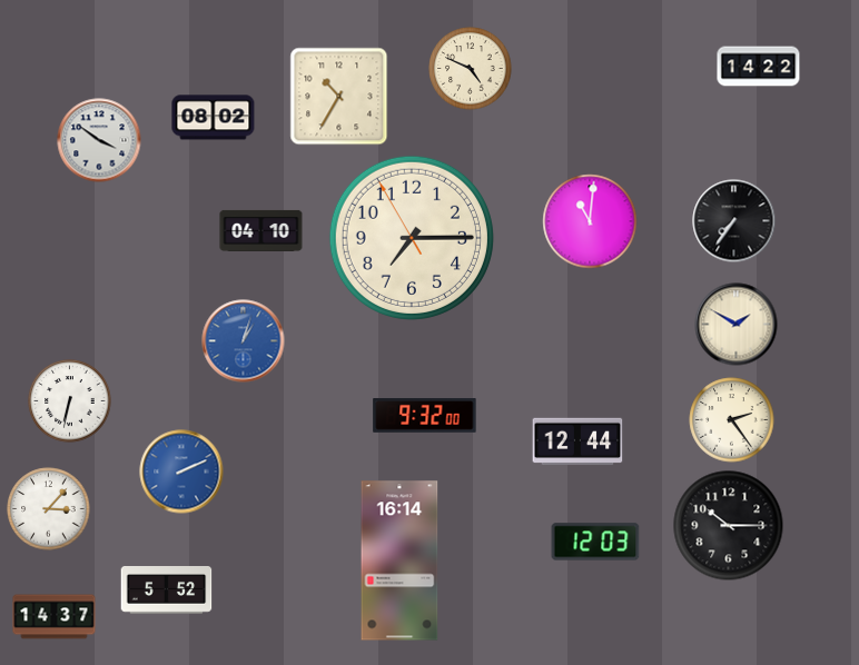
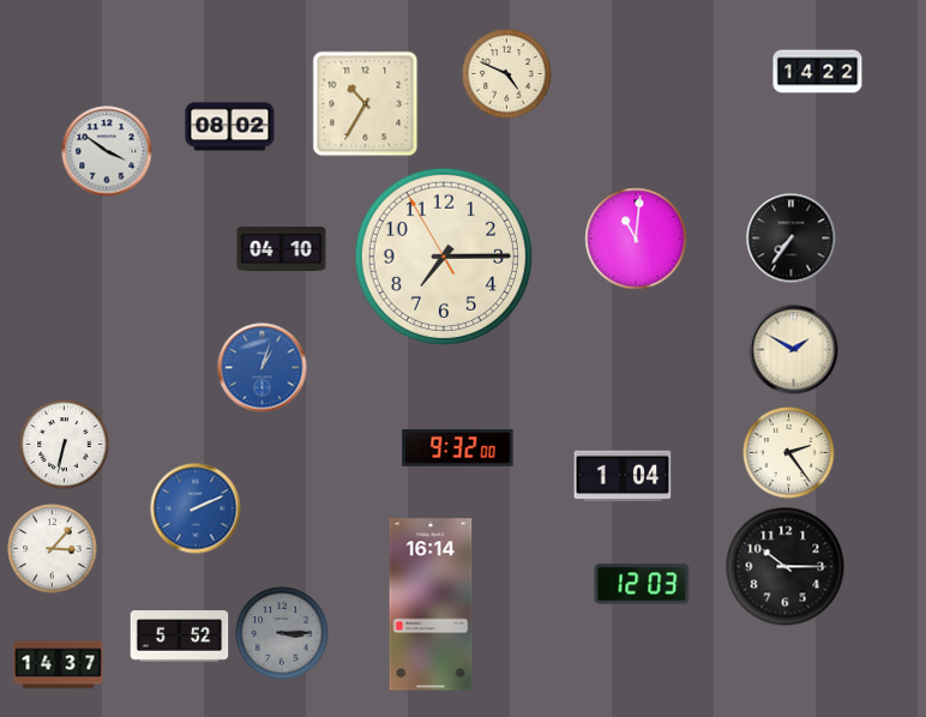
clock at (70, 401) position: (70, 401) -> (65, 445)
clock at (577, 441): 12:44 -> 1:04
clock at (282, 633): none -> 3:15
